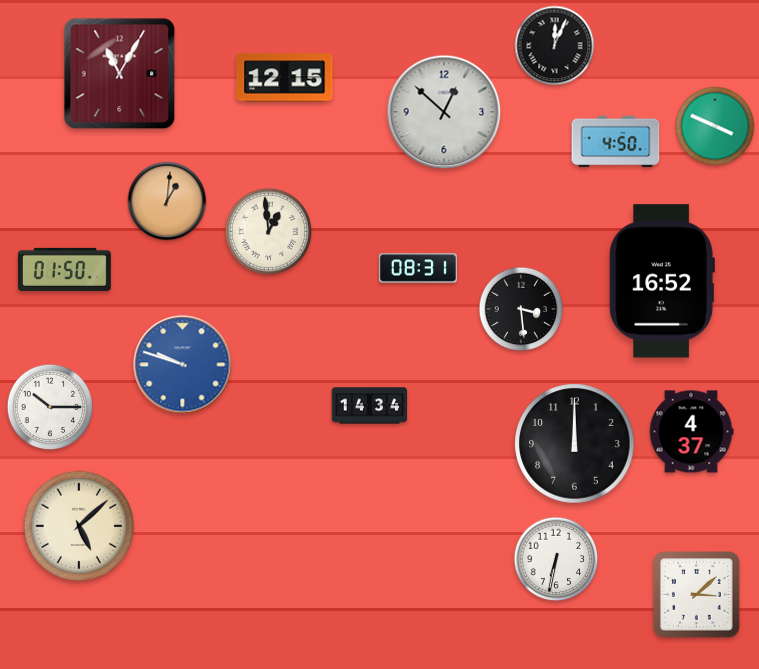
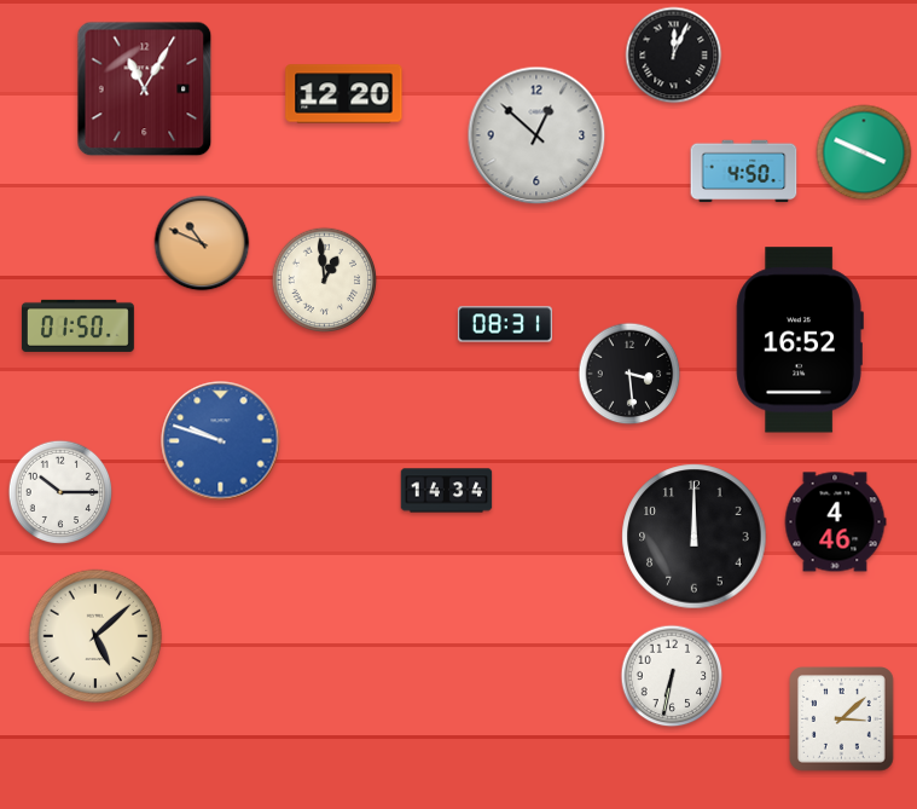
clock at (555, 46) position: (555, 46) -> (674, 56)
clock at (285, 78): 12:15 -> 12:20
clock at (167, 201): 1:01 -> 10:49
clock at (691, 432): 4:37 -> 4:46
